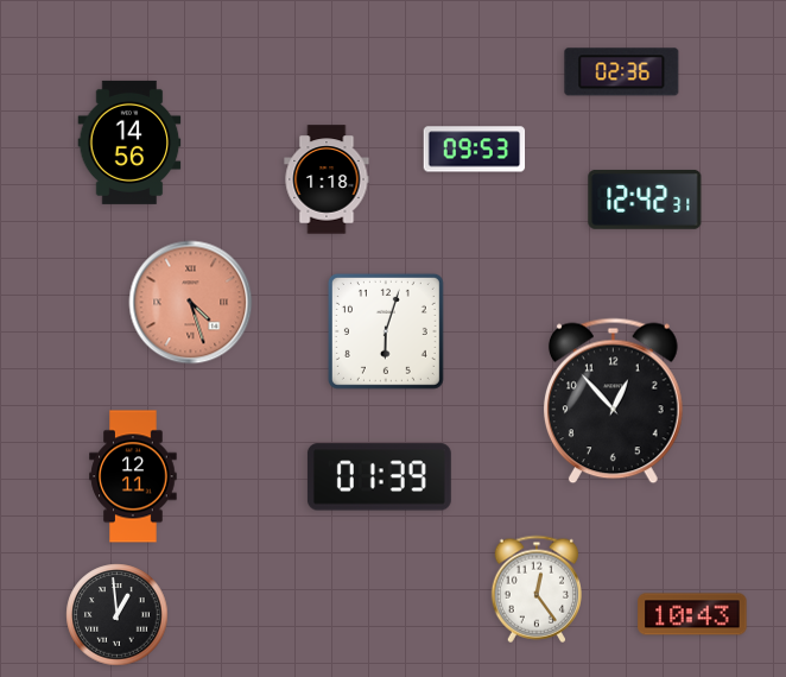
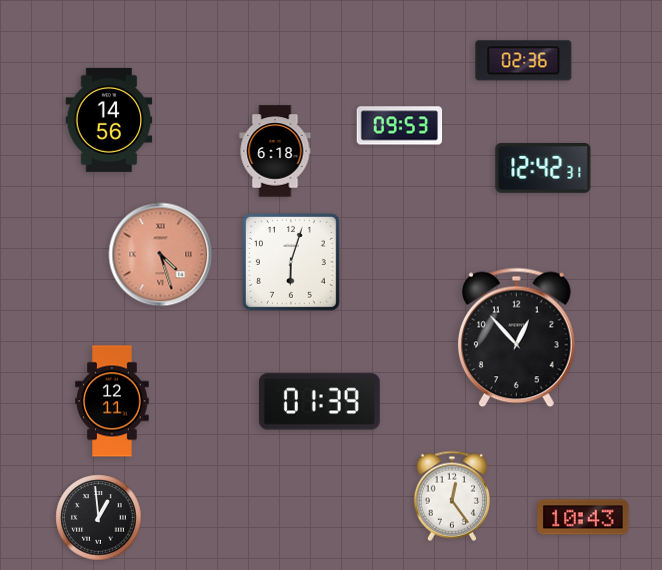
clock at (327, 179): 1:18 -> 6:18
clock at (386, 331) position: (386, 331) -> (291, 262)
